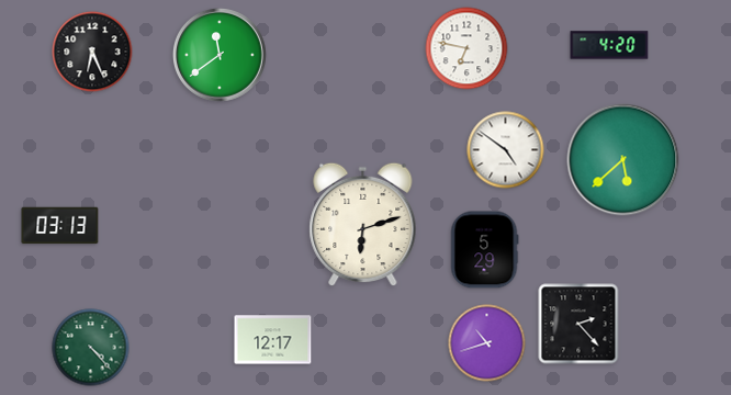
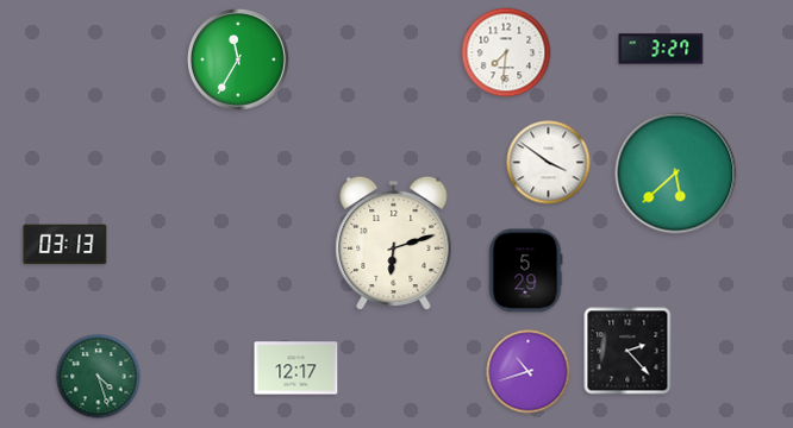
clock at (609, 45): 4:20 -> 3:27
clock at (466, 48): 6:47 -> 7:31
clock at (92, 52): 6:26 -> none
clock at (220, 55): 11:39 -> 11:35
clock at (506, 150): 4:51 -> 3:51
clock at (91, 348): 4:23 -> 4:27
